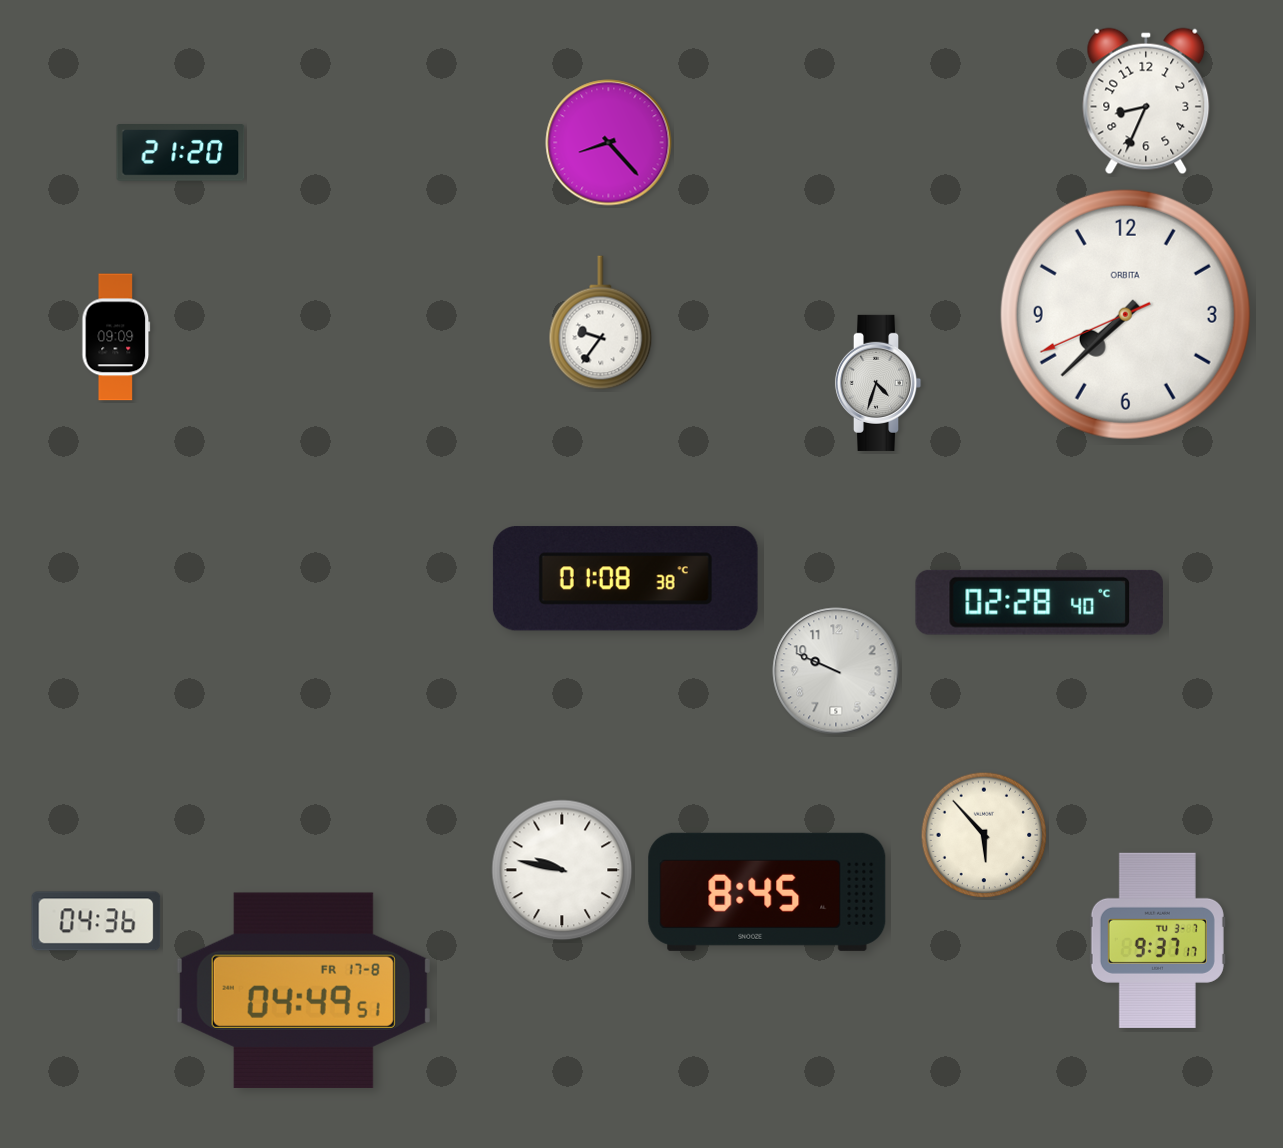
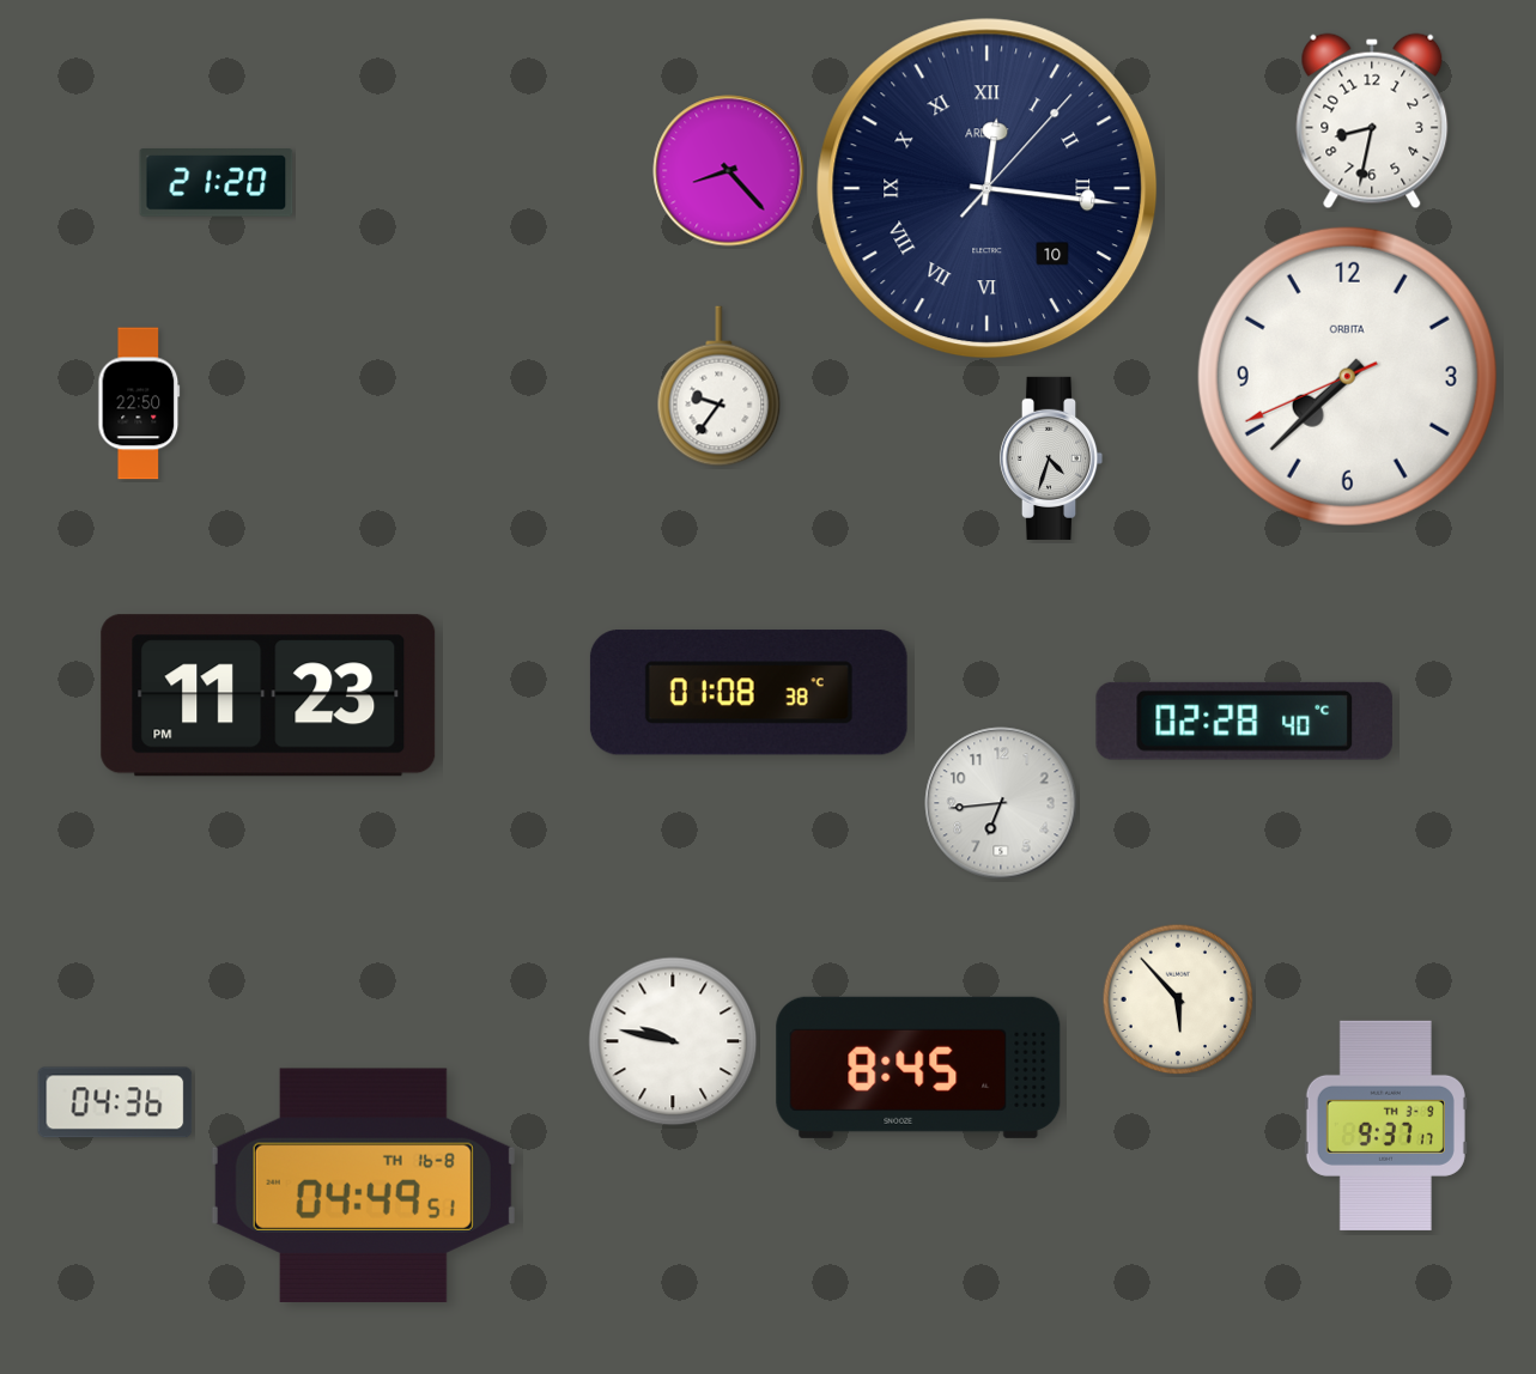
clock at (1146, 101): 8:34 -> 8:32
clock at (988, 189): none -> 12:16
clock at (116, 337): 09:09 -> 22:50
clock at (268, 695): none -> 11:23
clock at (836, 671): 9:49 -> 6:44
clock at (1157, 940) date: TU 3-7 -> TH 3-9
clock at (303, 990) date: FR 17-8 -> TH 16-8
